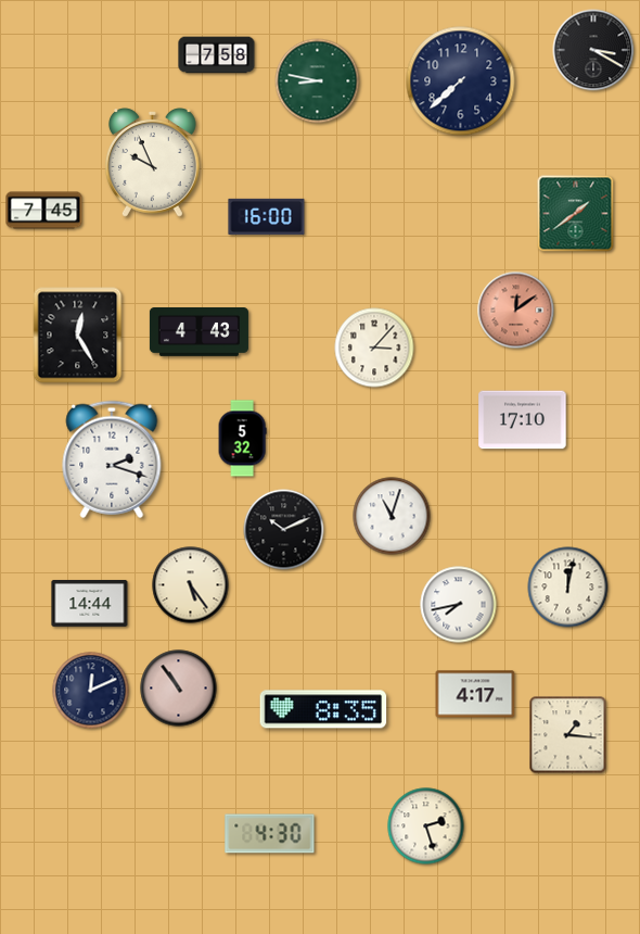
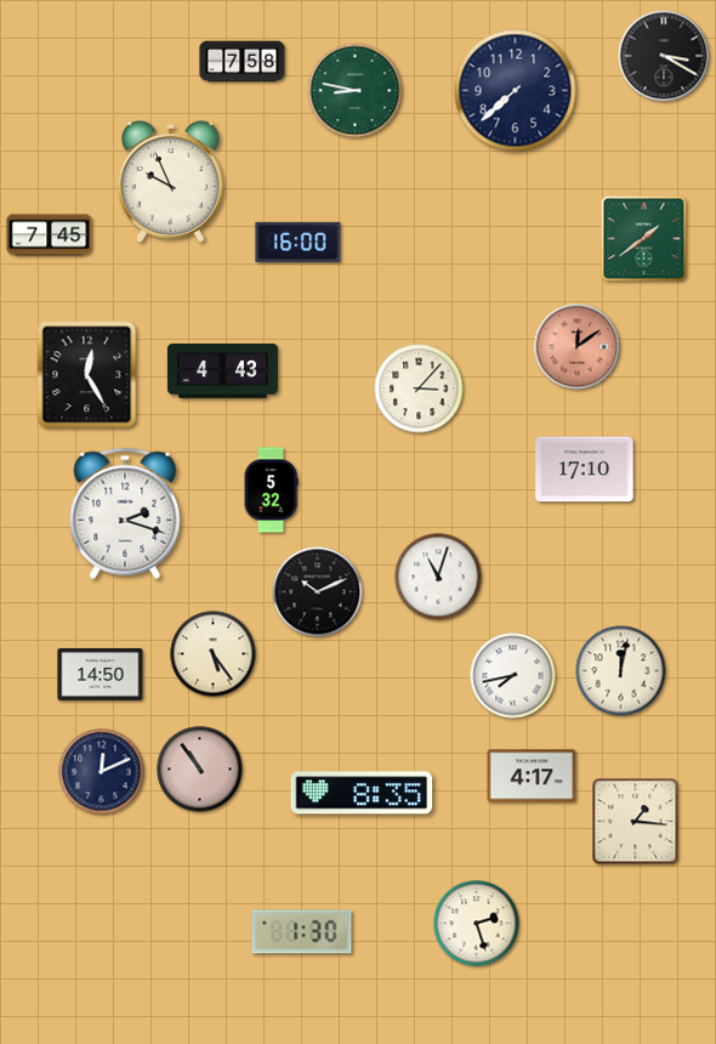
clock at (568, 588) position: (568, 588) -> (621, 671)
clock at (90, 603): 14:44 -> 14:50
clock at (270, 834): 4:30 -> 1:30
